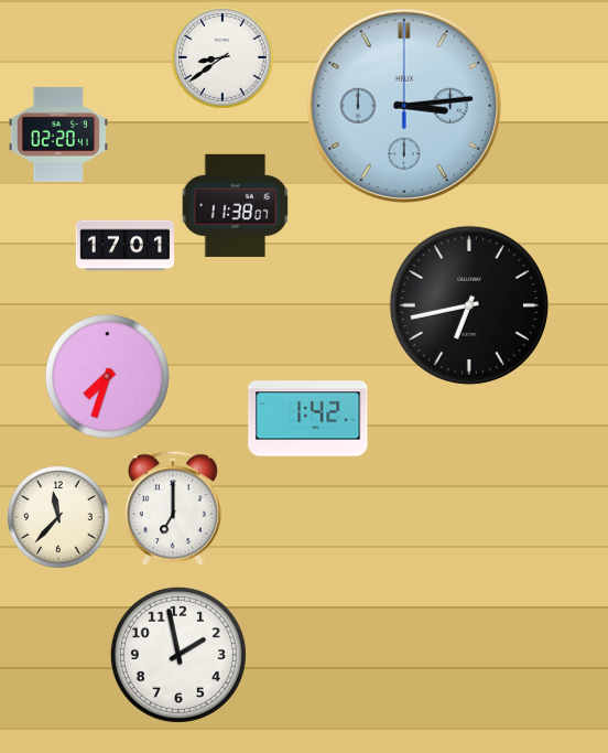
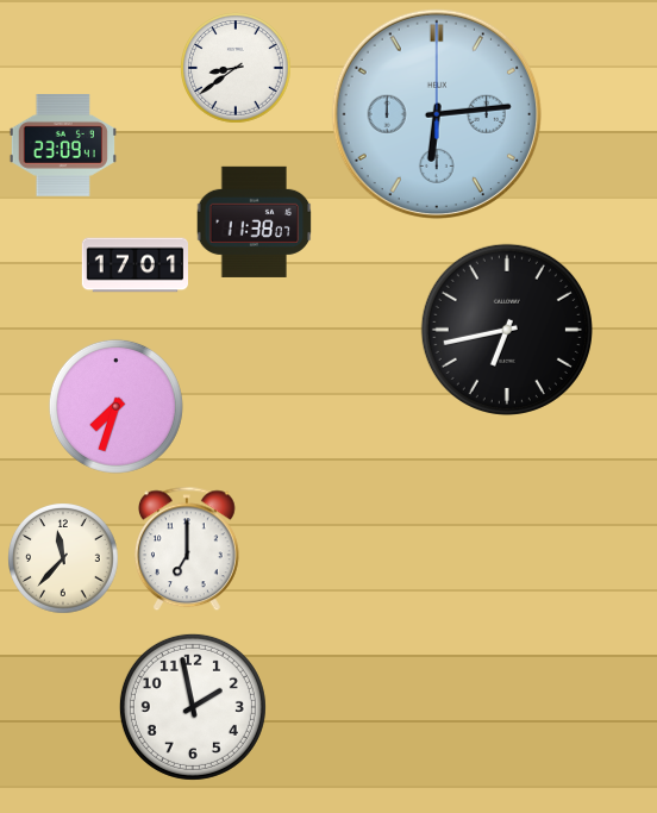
clock at (222, 57) position: (222, 57) -> (236, 68)
clock at (403, 105): 3:14 -> 6:14
clock at (58, 136): 02:20 -> 23:09
clock at (308, 419): 1:42 -> none
